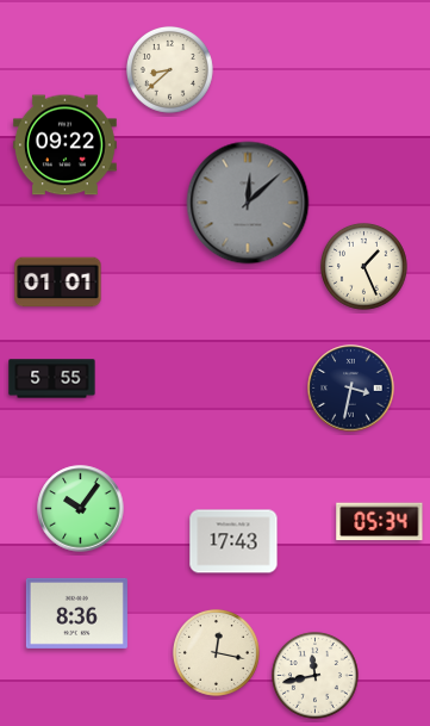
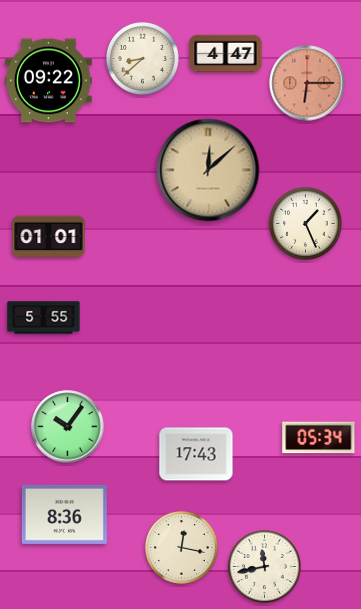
clock at (226, 54): none -> 4:47
clock at (307, 83): none -> 6:15
clock at (64, 145) position: (64, 145) -> (48, 81)
clock at (248, 203) dial: grey -> champagne
clock at (351, 389): 3:32 -> none
